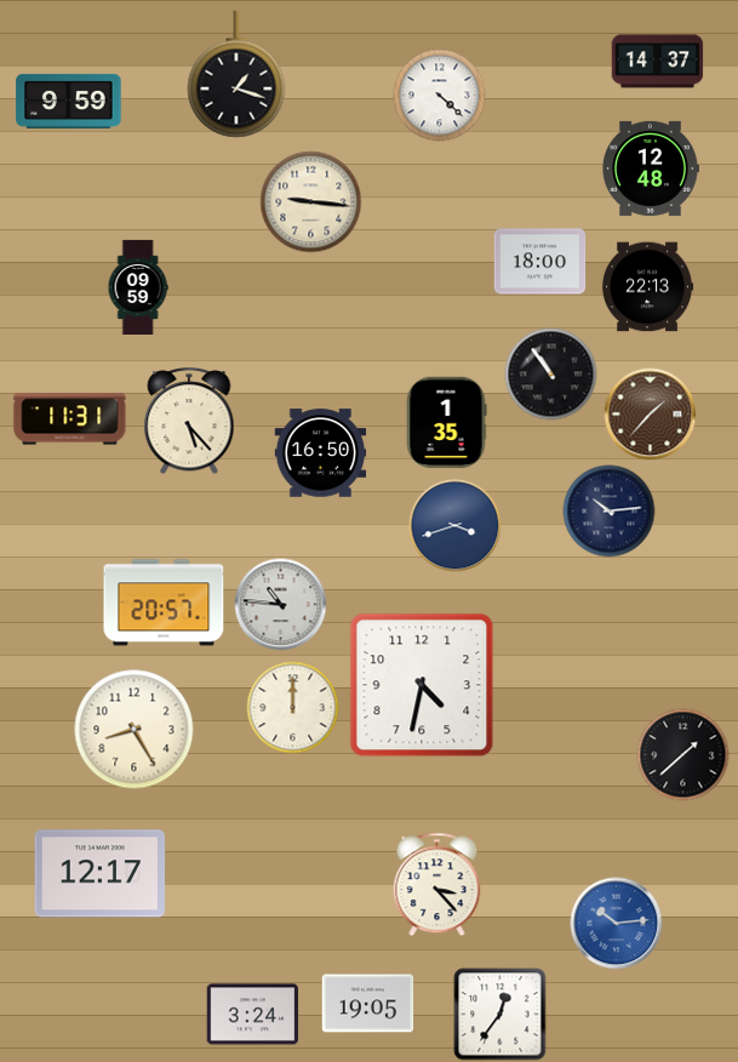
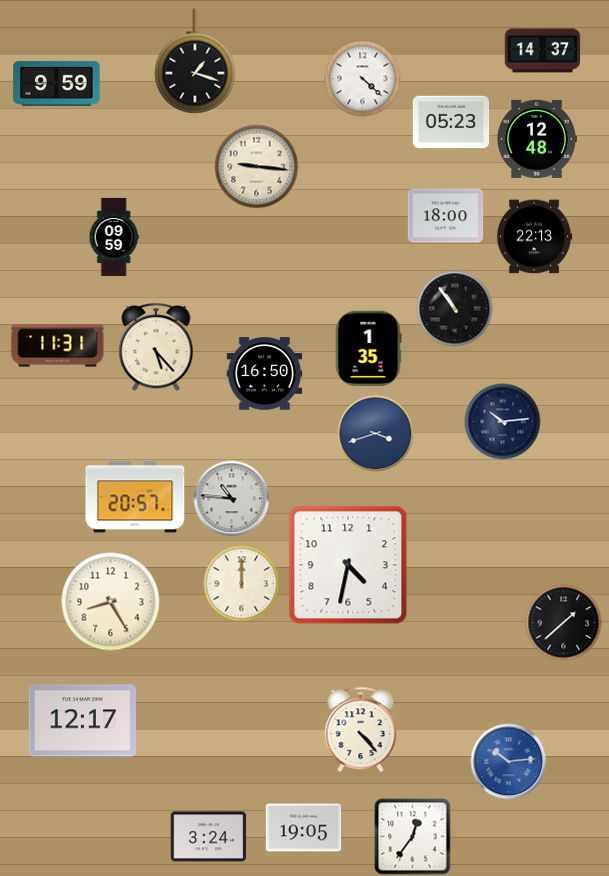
clock at (451, 122): none -> 05:23
clock at (651, 415): 1:37 -> none
clock at (437, 885): 3:23 -> 4:23
